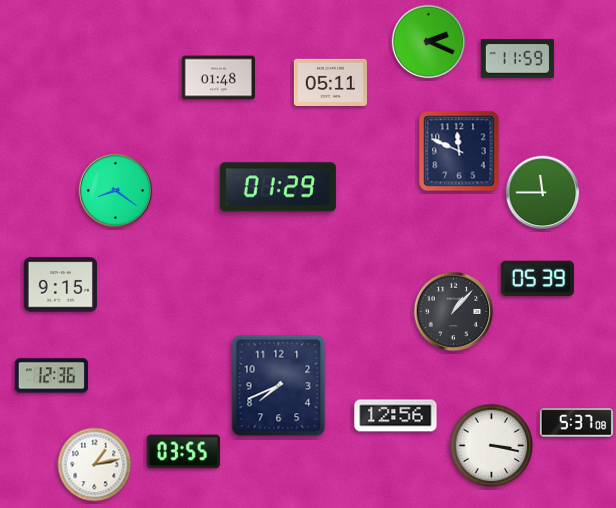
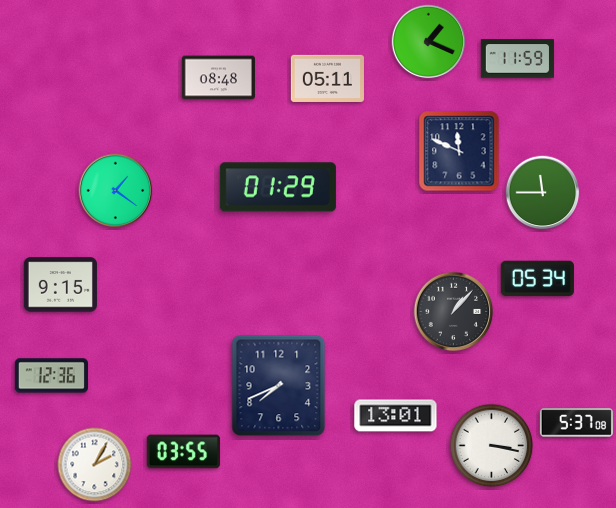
clock at (429, 42): 2:19 -> 1:19
clock at (218, 78): 01:48 -> 08:48
clock at (330, 82) position: (330, 82) -> (327, 78)
clock at (116, 191): 8:21 -> 1:21
clock at (537, 279): 05:39 -> 05:34
clock at (396, 416): 12:56 -> 13:01
clock at (95, 465): 1:13 -> 2:05
